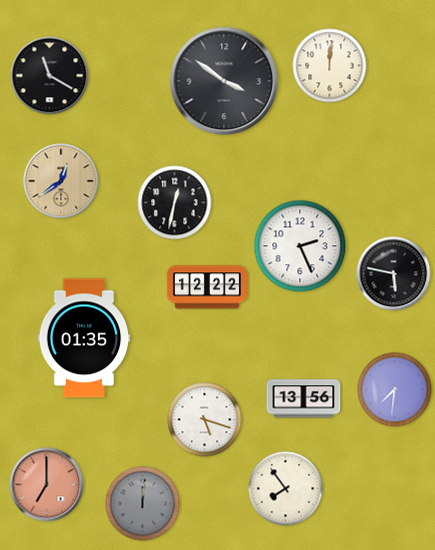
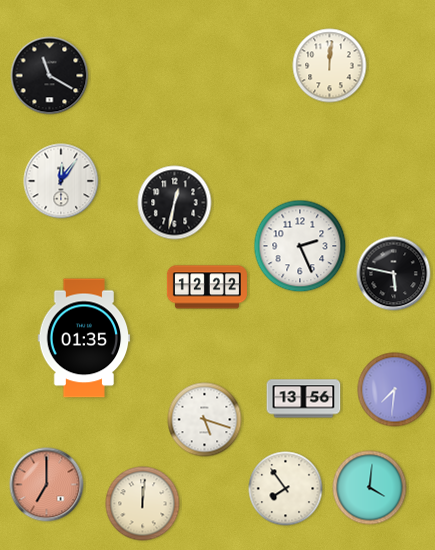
clock at (224, 81): 3:51 -> none
clock at (61, 181): 12:39 -> 12:06
clock at (61, 181) dial: champagne -> white
clock at (370, 488): none -> 4:01
clock at (143, 504) dial: grey -> cream
